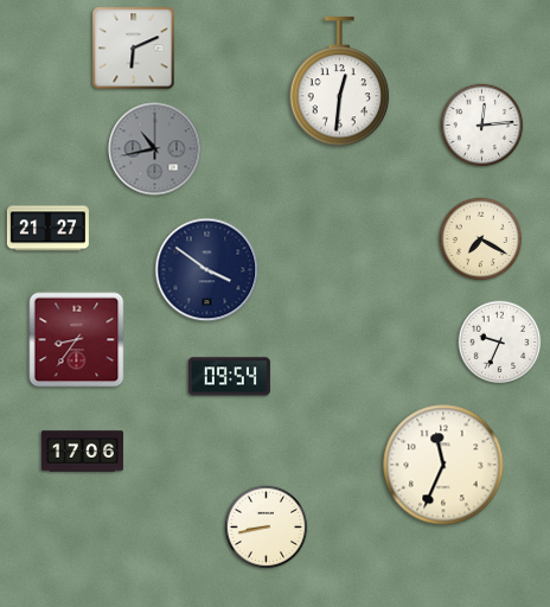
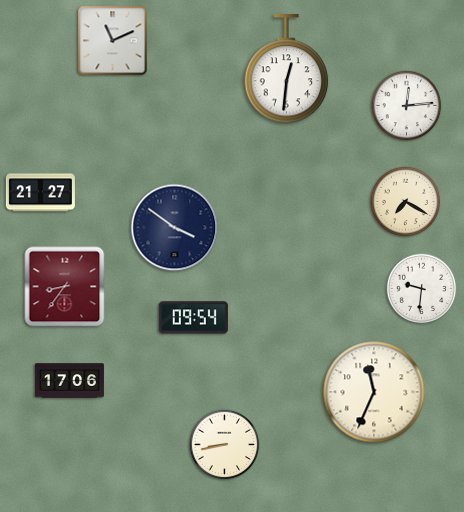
clock at (134, 49): 6:11 -> 11:11
clock at (155, 149): 10:43 -> none
clock at (500, 343): 9:34 -> 9:31
